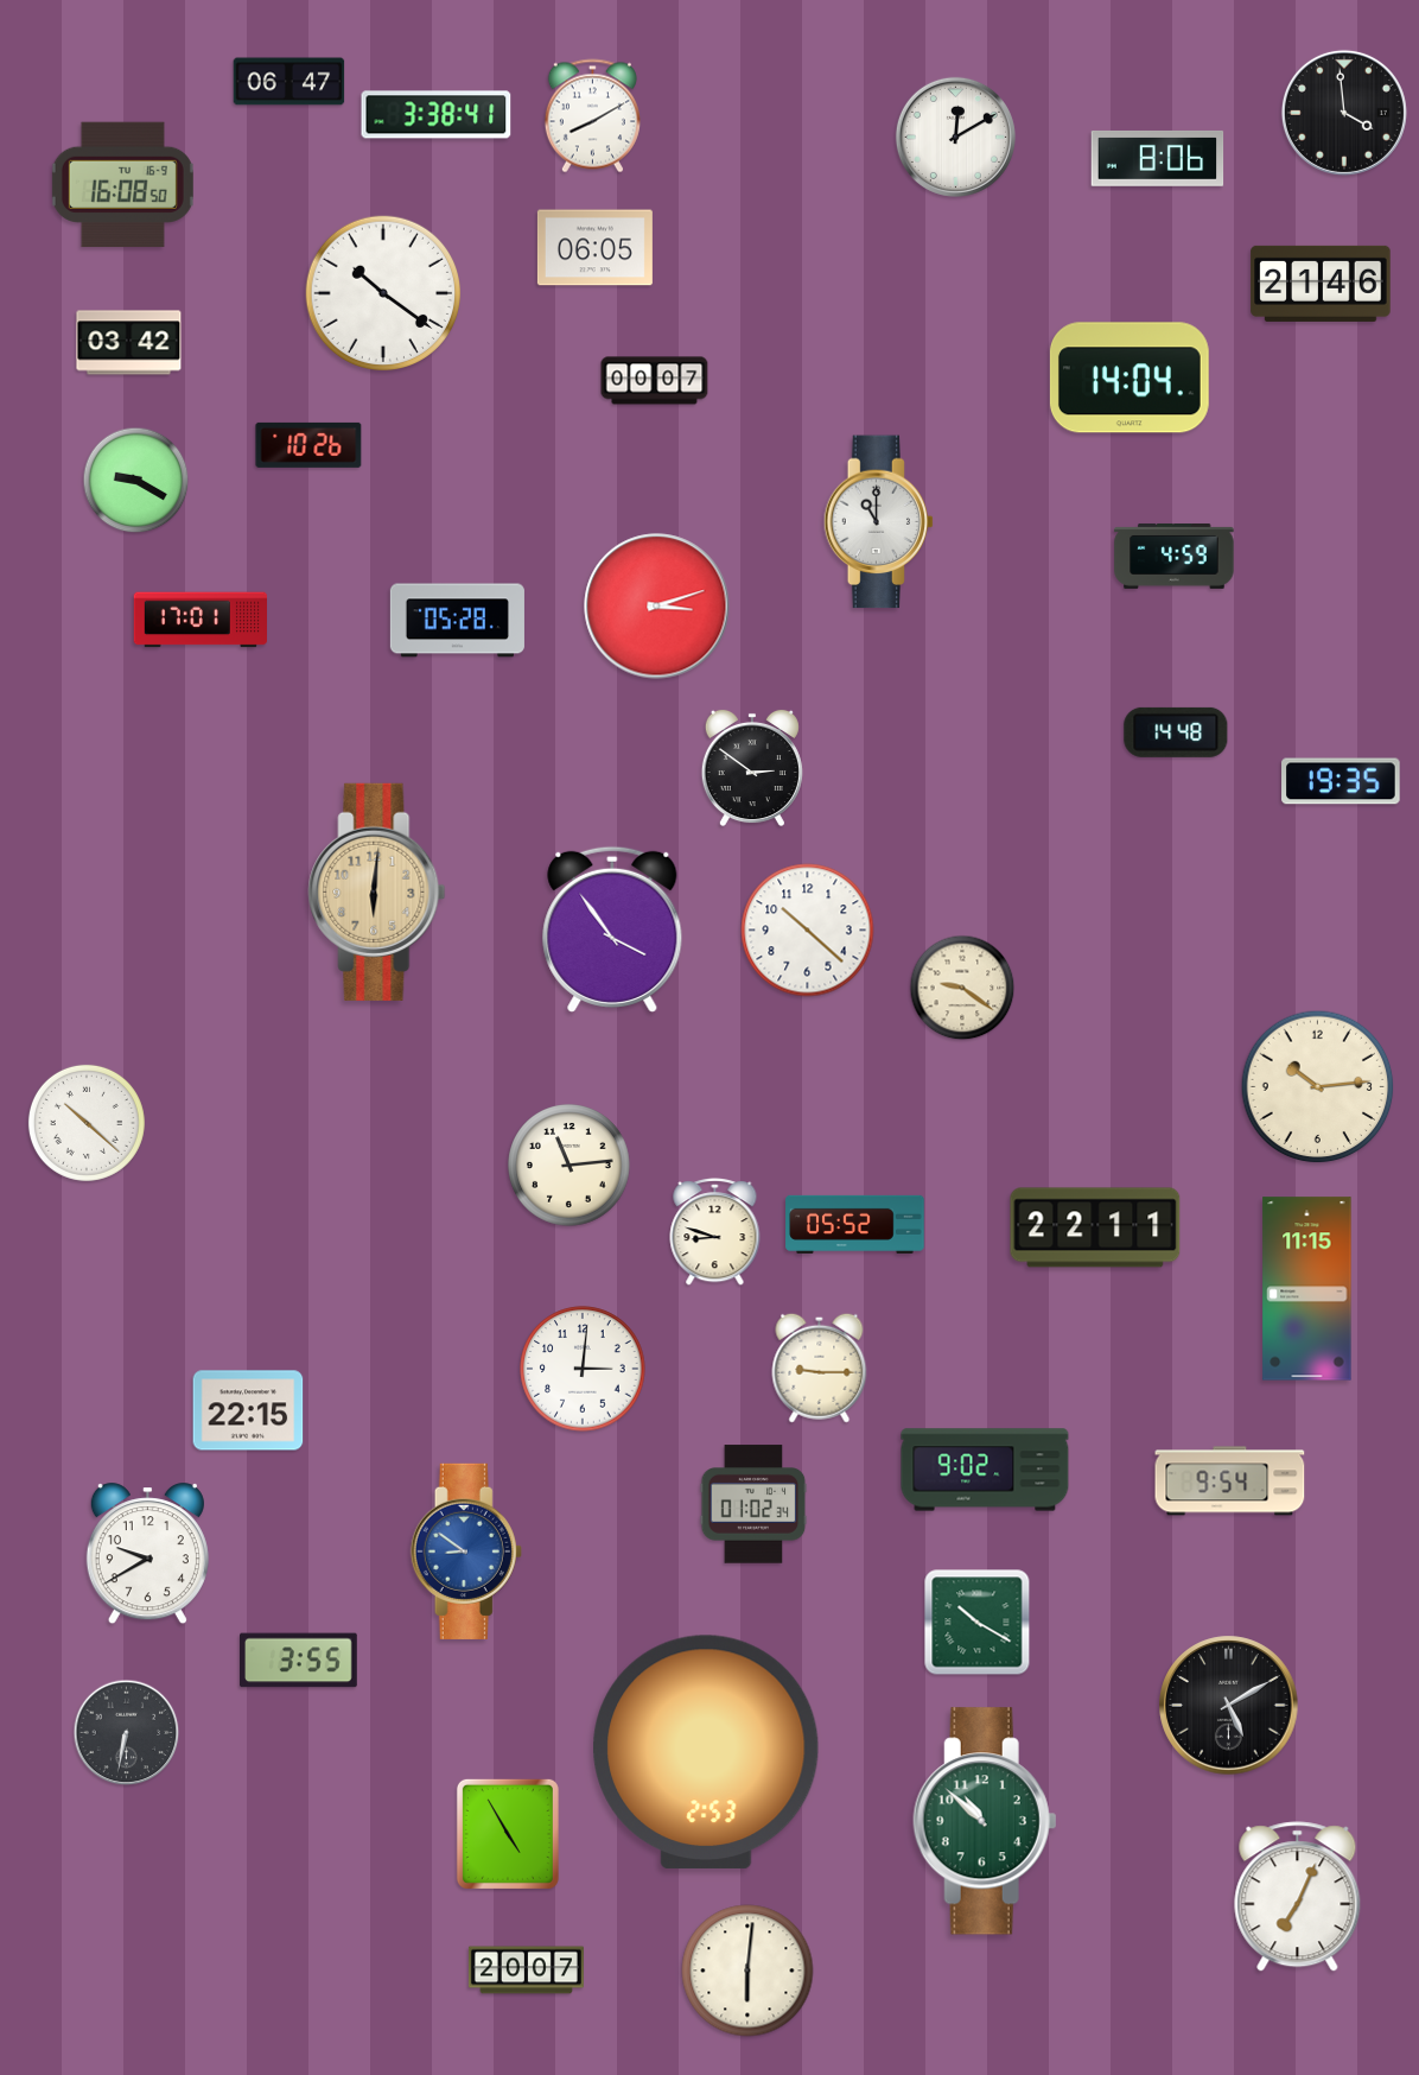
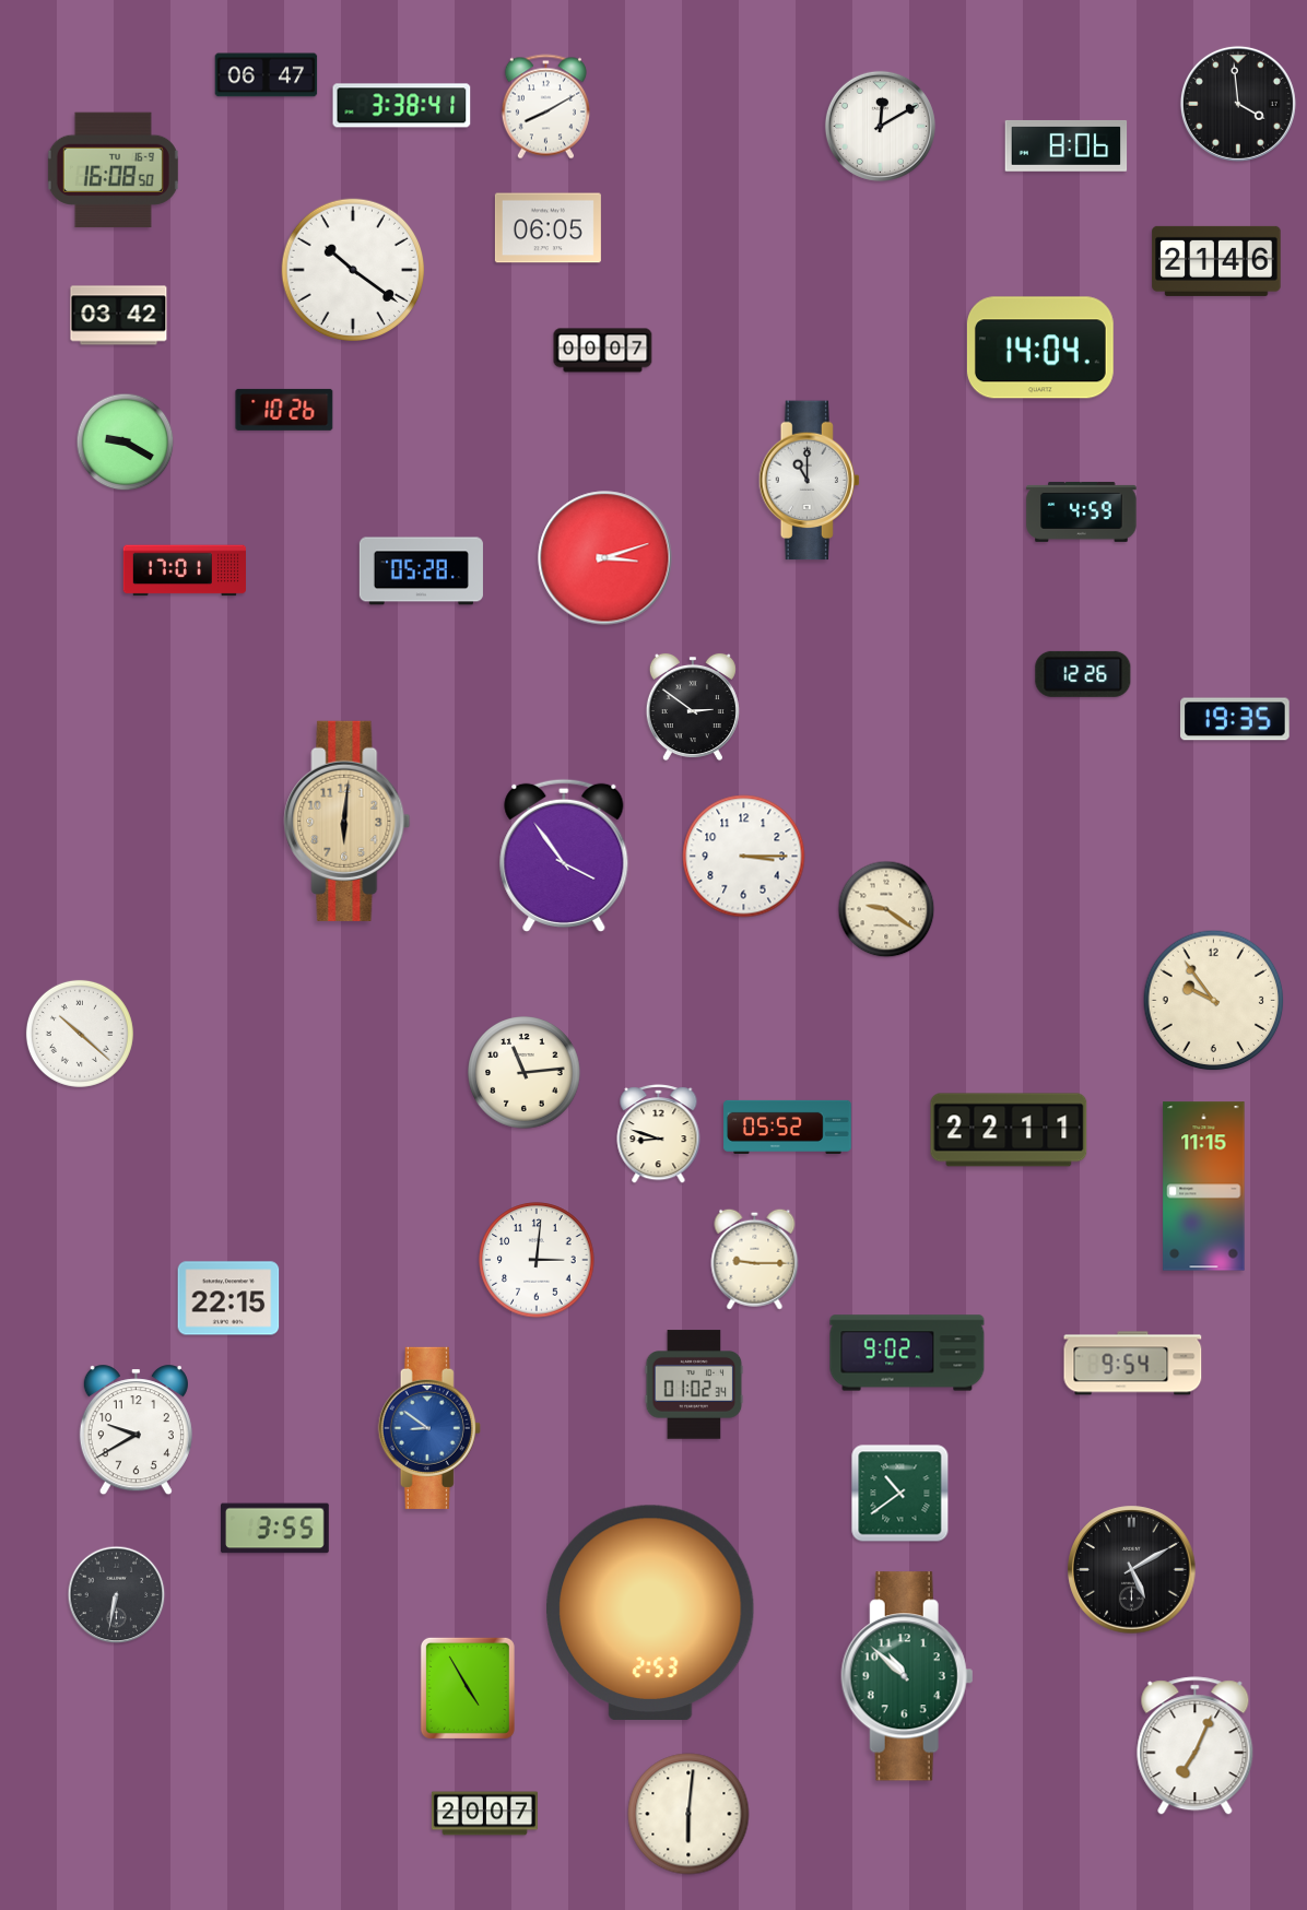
clock at (1176, 732): 14:48 -> 12:26
clock at (808, 931): 10:22 -> 3:15
clock at (1318, 1087): 10:14 -> 9:54
clock at (978, 1623): 10:20 -> 10:39
